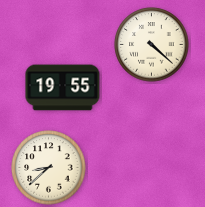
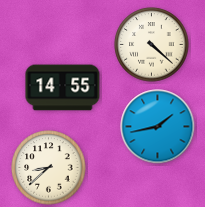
clock at (63, 88): 19:55 -> 14:55
clock at (158, 127): none -> 1:43
